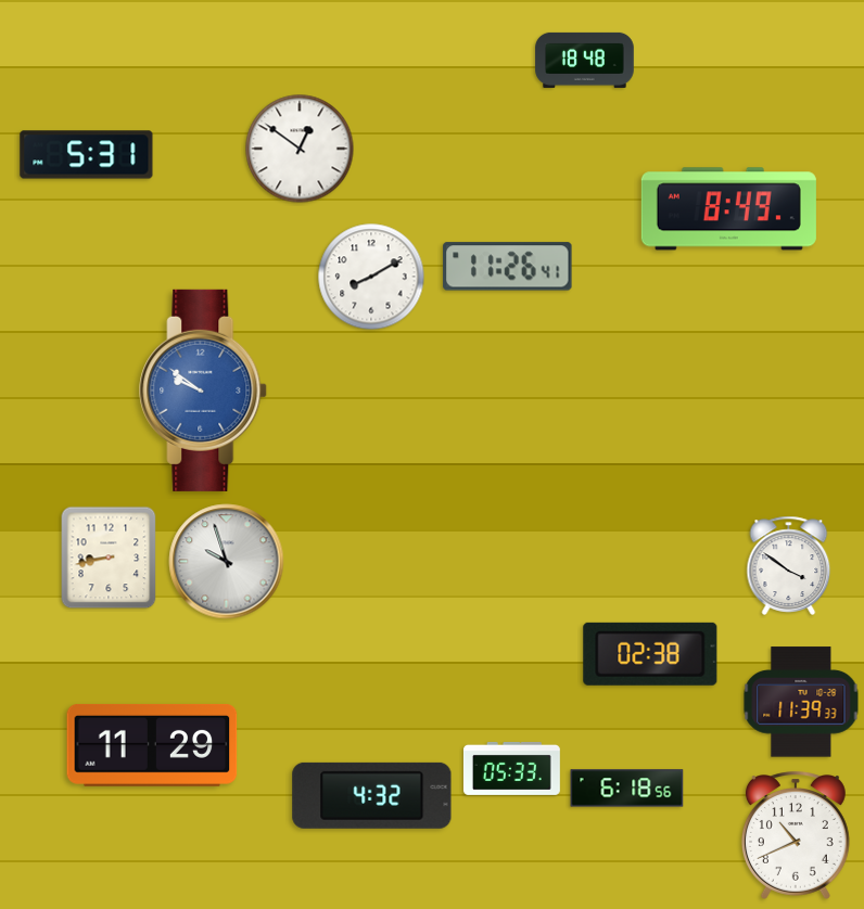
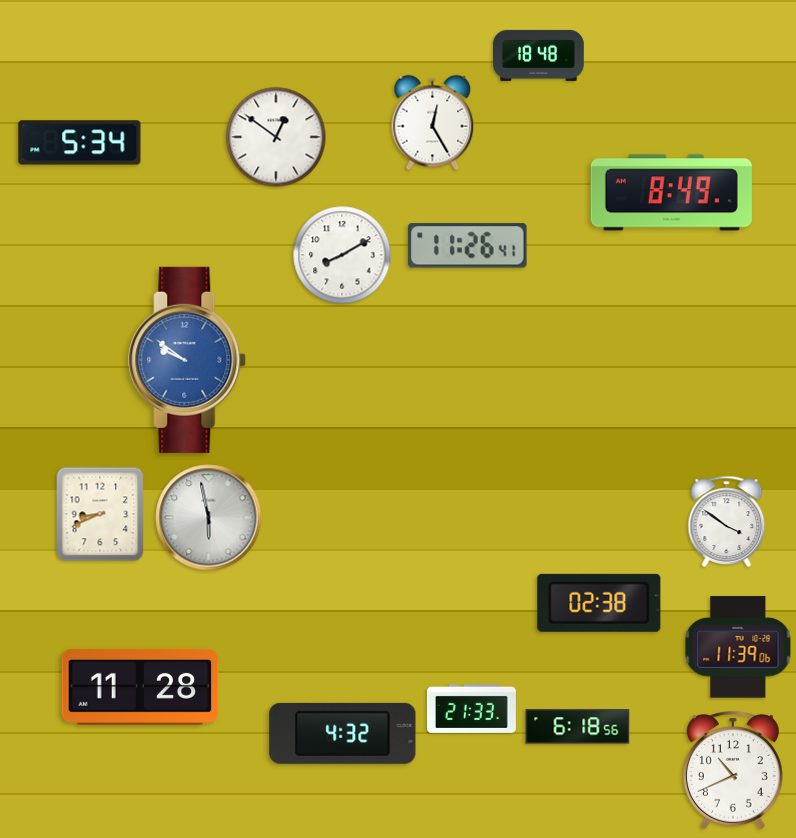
clock at (433, 123): none -> 12:25
clock at (87, 155): 5:31 -> 5:34
clock at (109, 558): 8:43 -> 8:41
clock at (227, 562): 9:57 -> 5:58
clock at (801, 702): 11:39:33 -> 11:39:06
clock at (152, 745): 11:29 -> 11:28
clock at (511, 768): 05:33 -> 21:33
